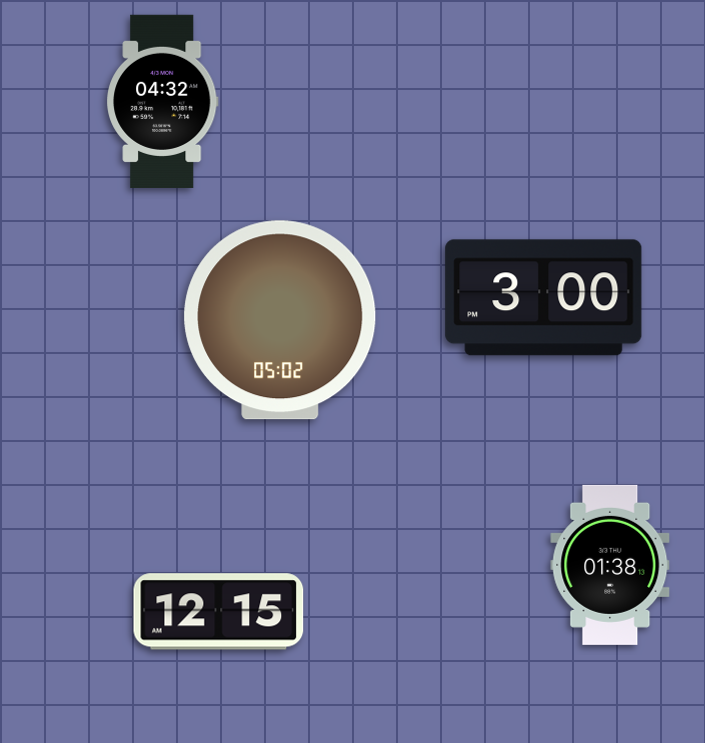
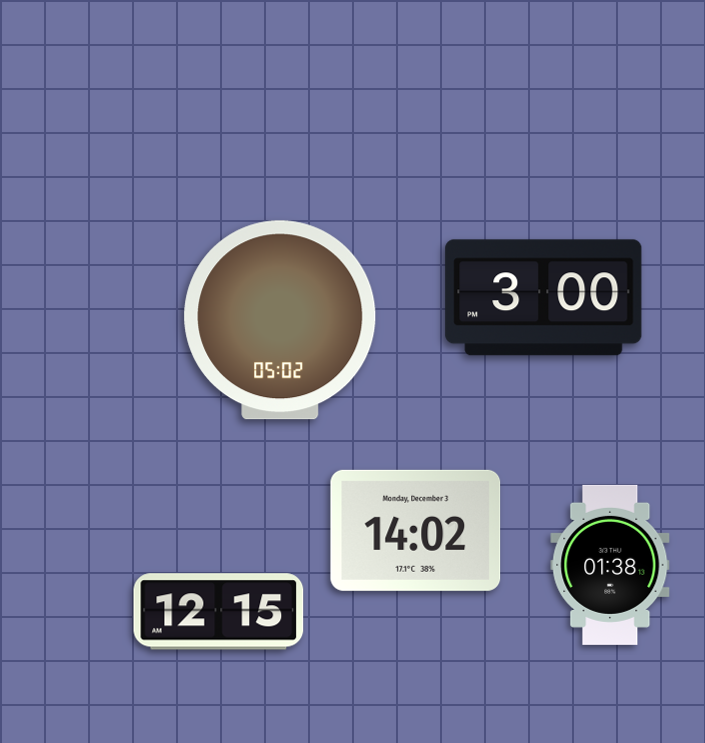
clock at (163, 101): 04:32 -> none
clock at (416, 530): none -> 14:02
